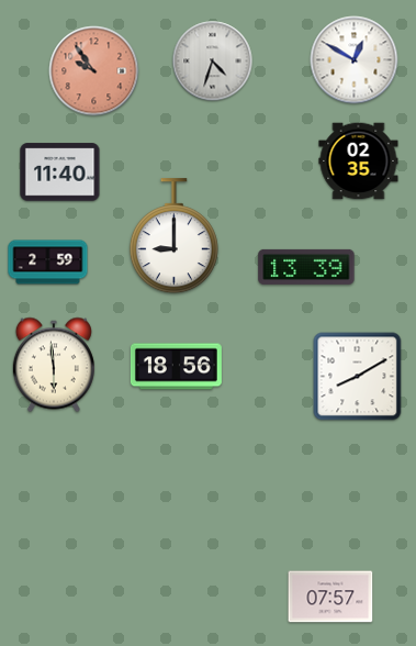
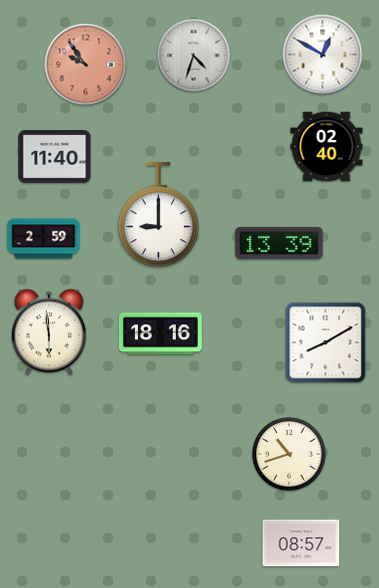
clock at (359, 161): 02:35 -> 02:40
clock at (176, 367): 18:56 -> 18:16
clock at (289, 454): none -> 10:42
clock at (330, 597): 07:57 -> 08:57
